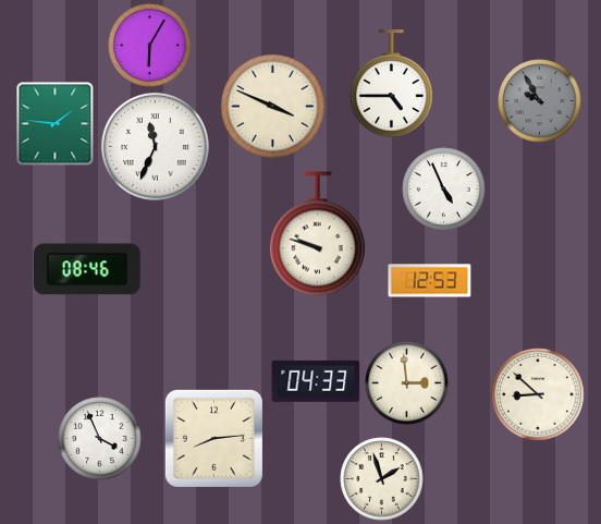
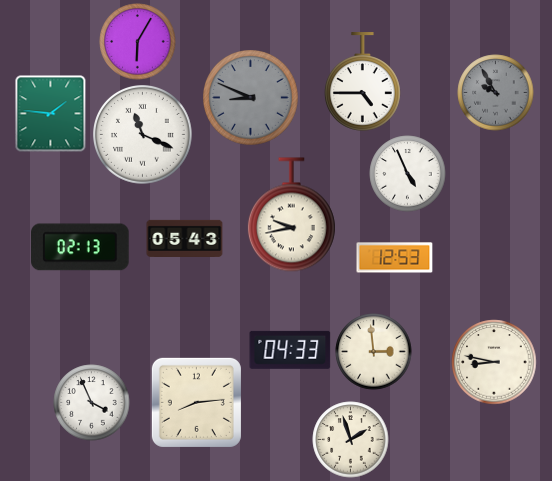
clock at (391, 84) position: (391, 84) -> (362, 82)
clock at (273, 107): 3:49 -> 8:49
clock at (273, 107) dial: cream -> grey
clock at (156, 147): 11:34 -> 11:19
clock at (317, 234): 9:48 -> 9:43
clock at (185, 238): none -> 05:43
clock at (88, 269): 08:46 -> 02:13
clock at (538, 394): 8:52 -> 8:47
